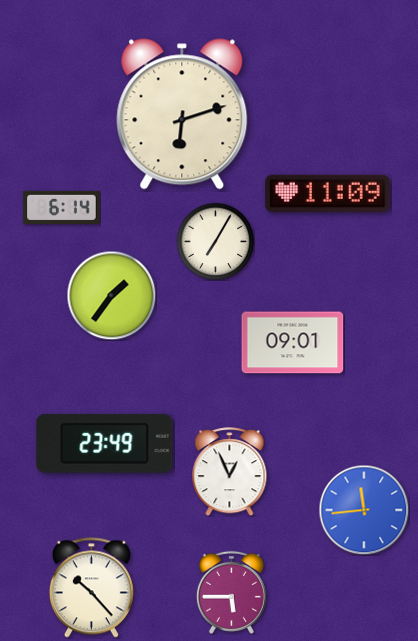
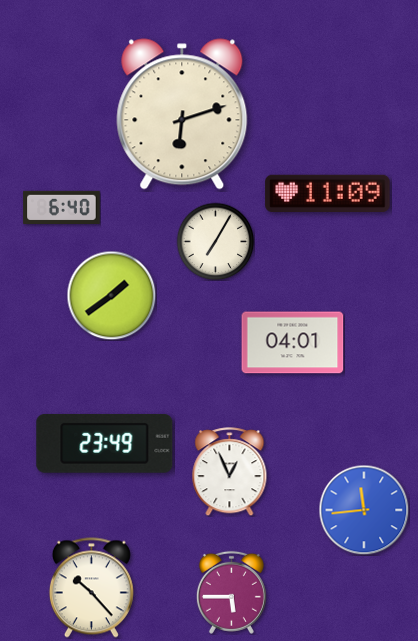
clock at (62, 207): 6:14 -> 6:40
clock at (111, 295): 1:36 -> 1:39
clock at (293, 343): 09:01 -> 04:01
